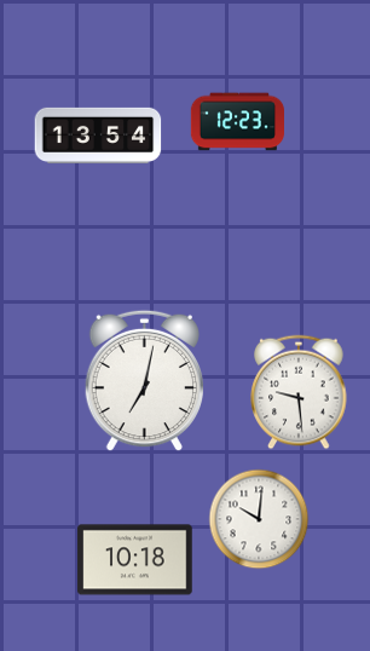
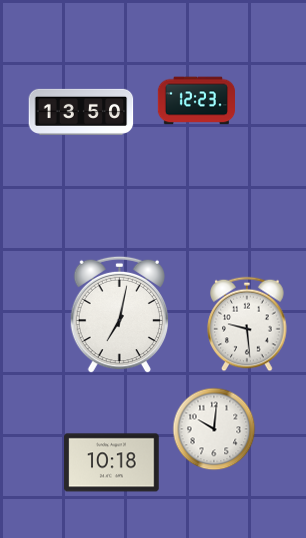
clock at (98, 136): 13:54 -> 13:50
